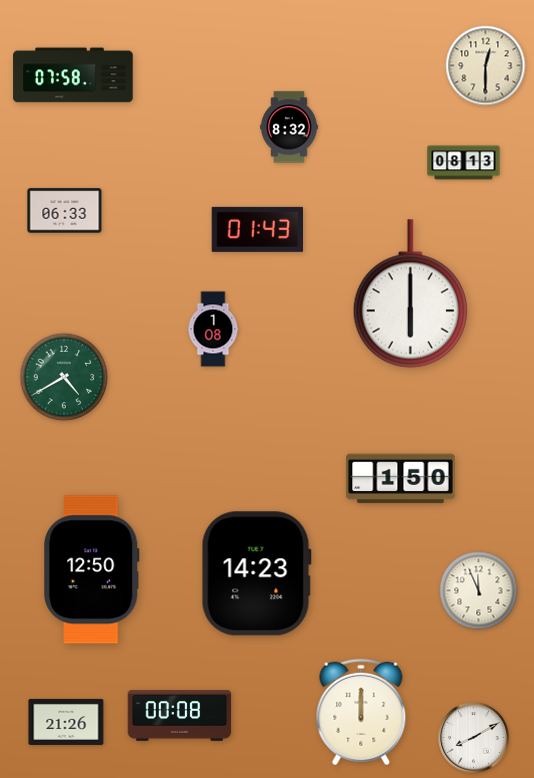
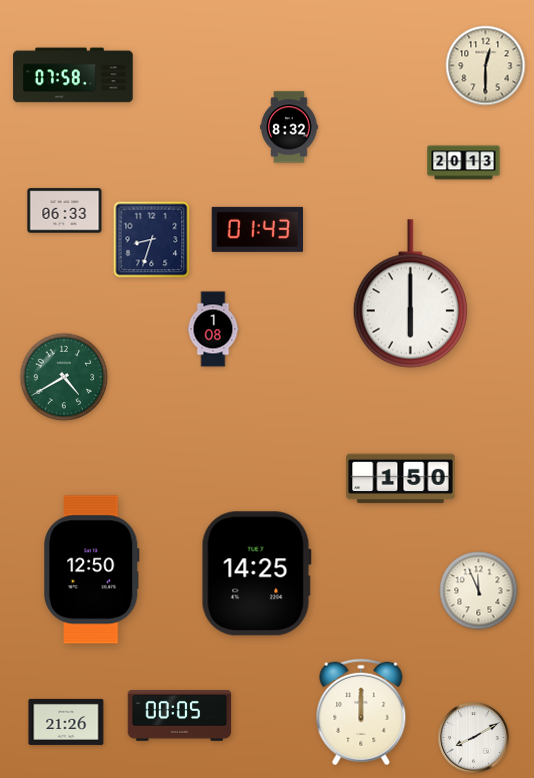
clock at (464, 163): 08:13 -> 20:13
clock at (152, 240): none -> 8:33
clock at (256, 574): 14:23 -> 14:25
clock at (180, 716): 00:08 -> 00:05
